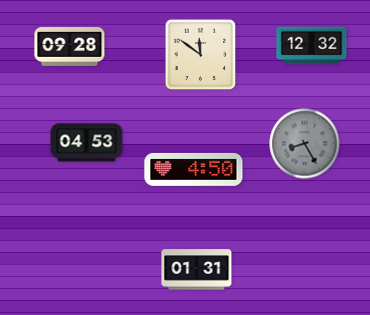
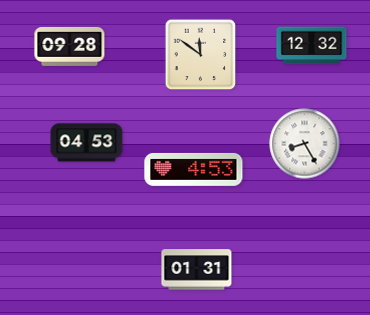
clock at (305, 144) dial: grey -> white
clock at (194, 169): 4:50 -> 4:53
